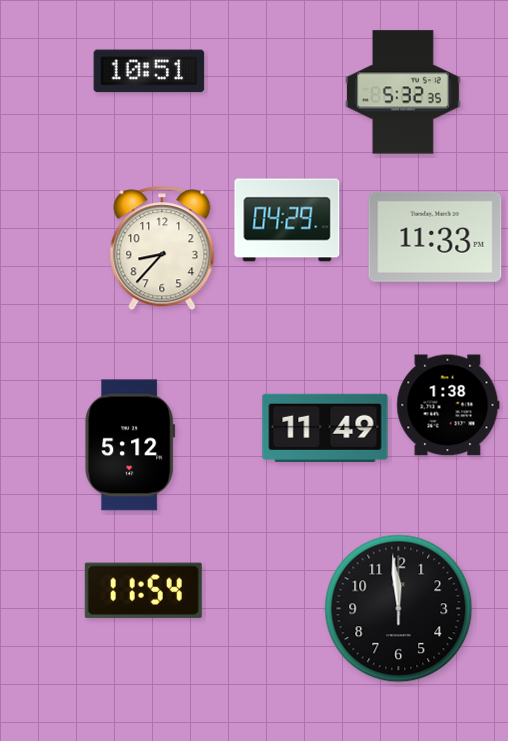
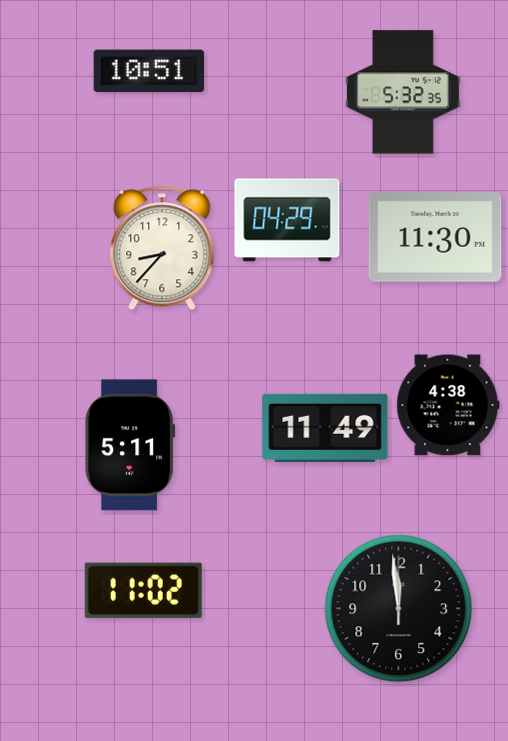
clock at (435, 237): 11:33 -> 11:30
clock at (448, 405): 1:38 -> 4:38
clock at (130, 445): 5:12 -> 5:11
clock at (143, 590): 11:54 -> 11:02
